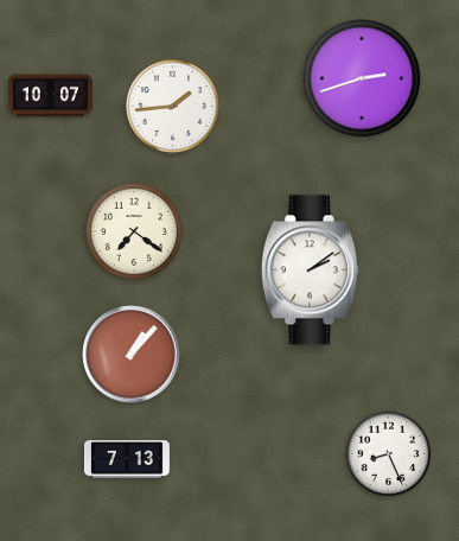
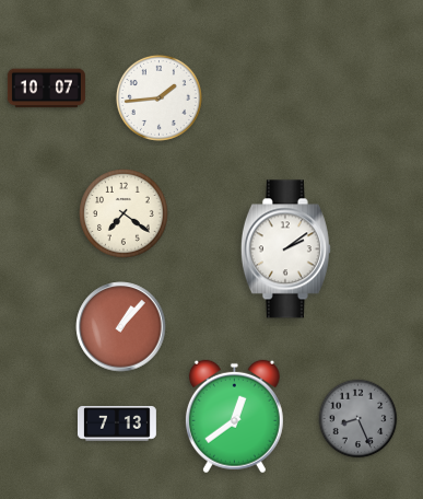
clock at (362, 78): 2:42 -> none
clock at (234, 417): none -> 12:39
clock at (389, 454) dial: white -> grey
